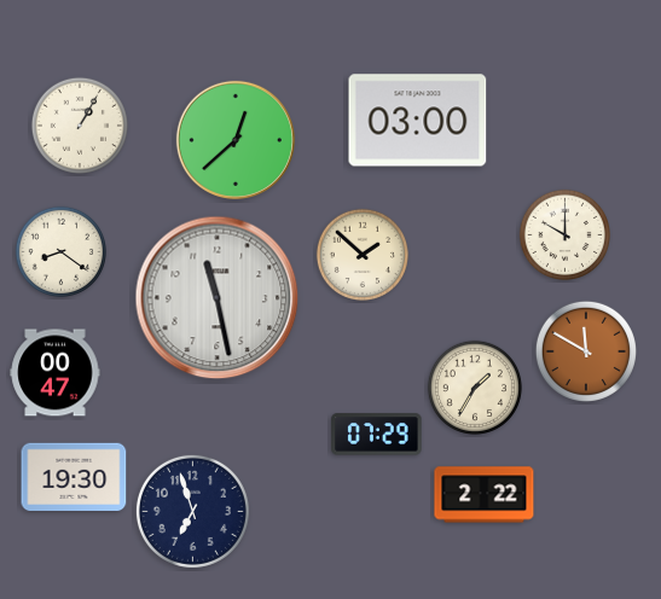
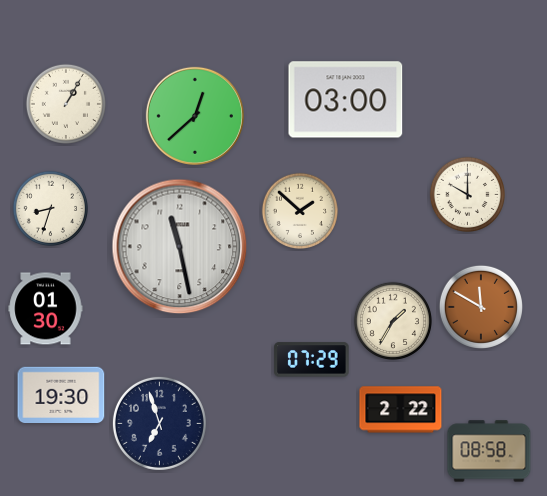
clock at (60, 251): 8:21 -> 8:33
clock at (586, 351) position: (586, 351) -> (481, 307)
clock at (56, 373): 00:47 -> 01:30
clock at (489, 451): none -> 08:58
